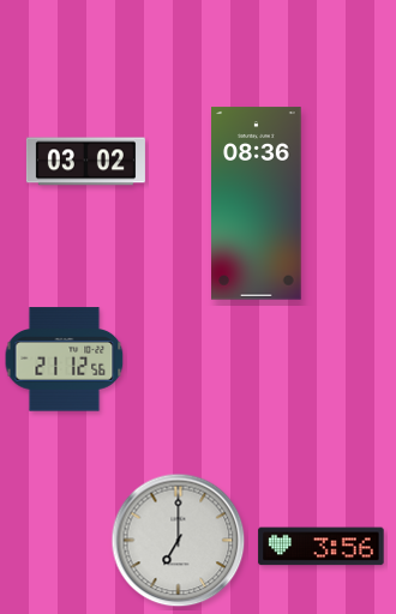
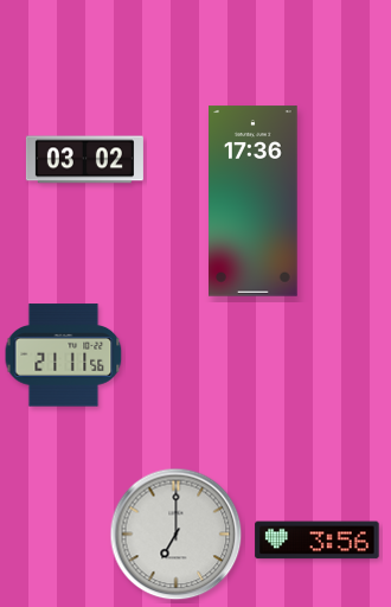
clock at (257, 204): 08:36 -> 17:36
clock at (65, 360): 21:12 -> 21:11
